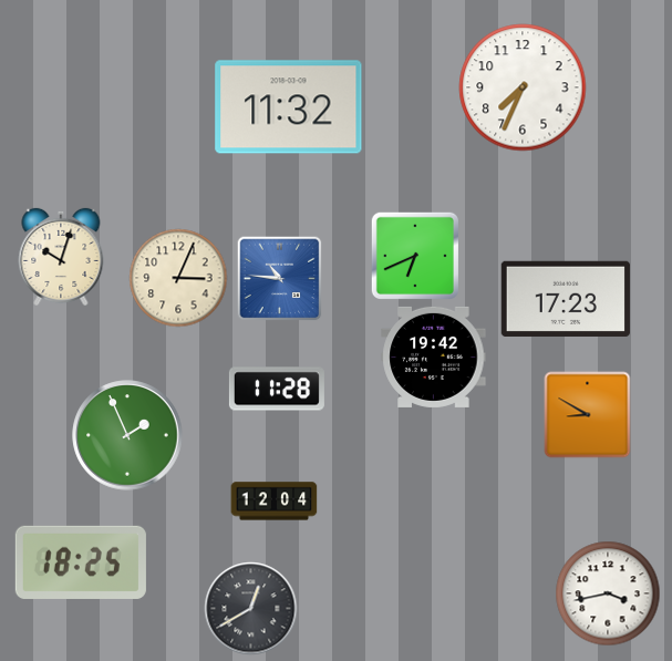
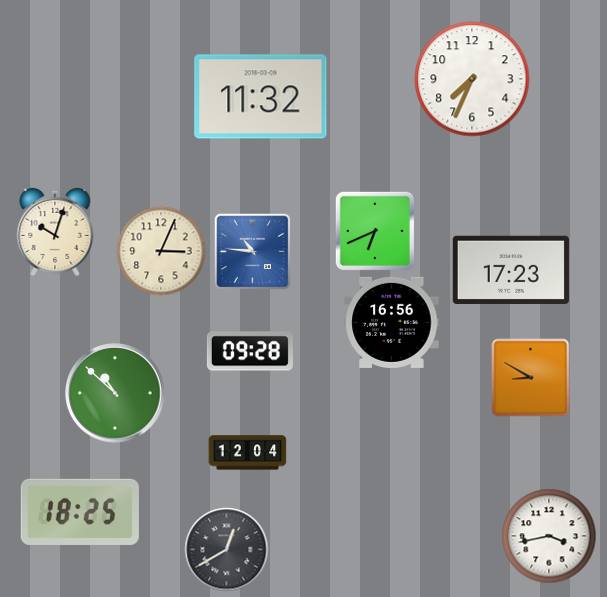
clock at (434, 357): 19:42 -> 16:56
clock at (277, 389): 11:28 -> 09:28
clock at (588, 415) position: (588, 415) -> (531, 378)
clock at (127, 435): 1:56 -> 10:52
clock at (81, 562) position: (81, 562) -> (80, 512)
